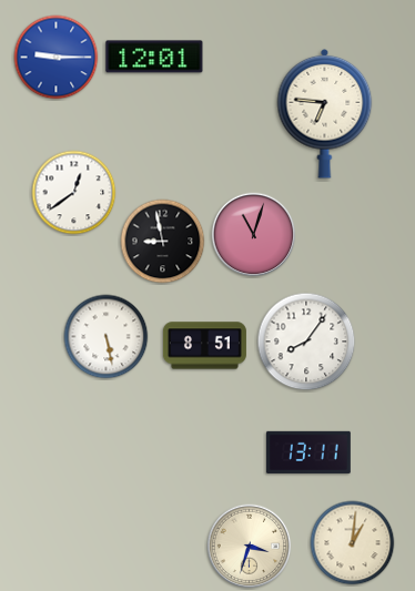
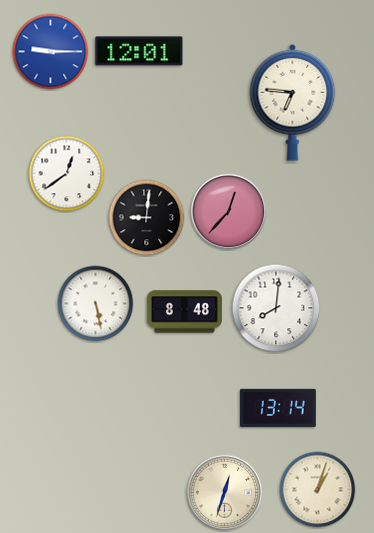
clock at (254, 235): 11:03 -> 12:37
clock at (163, 242): 8:58 -> 9:01
clock at (306, 342): 8:06 -> 8:01
clock at (204, 346): 8:51 -> 8:48
clock at (308, 452): 13:11 -> 13:14
clock at (353, 543): 1:01 -> 1:03
clock at (250, 547): 3:33 -> 12:33
